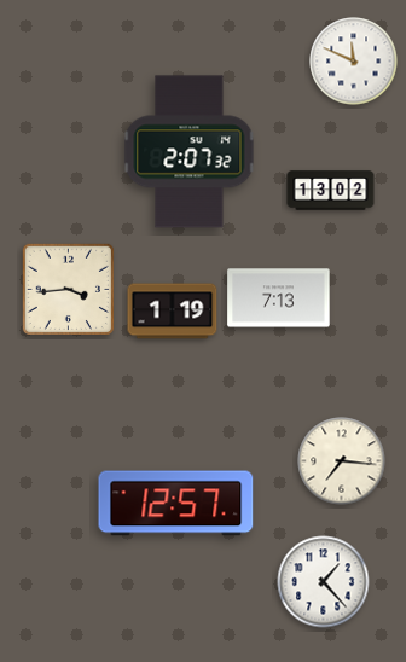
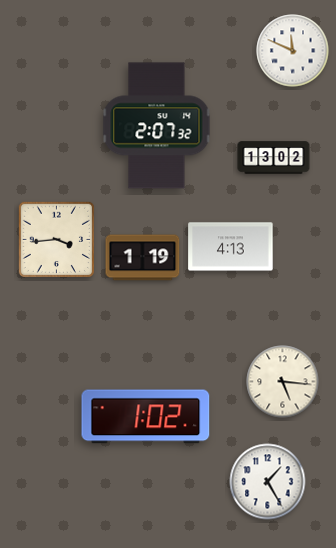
clock at (279, 298): 7:13 -> 4:13
clock at (342, 461): 7:16 -> 5:16
clock at (176, 504): 12:57 -> 1:02
clock at (324, 582): 1:23 -> 1:25
